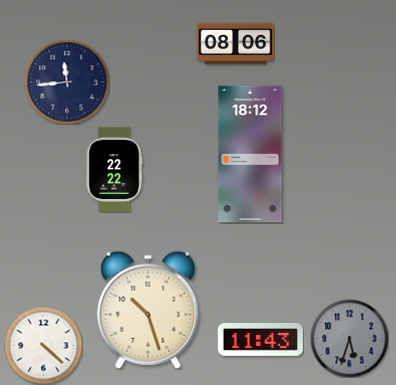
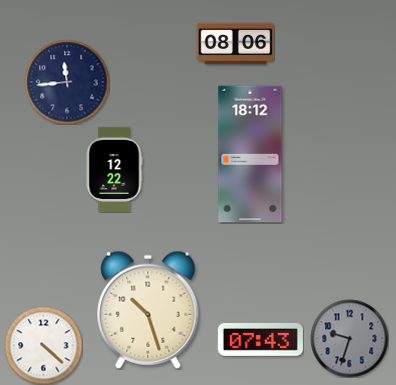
clock at (114, 169): 22:22 -> 12:22
clock at (349, 338): 5:33 -> 9:33
clock at (260, 340): 11:43 -> 07:43
